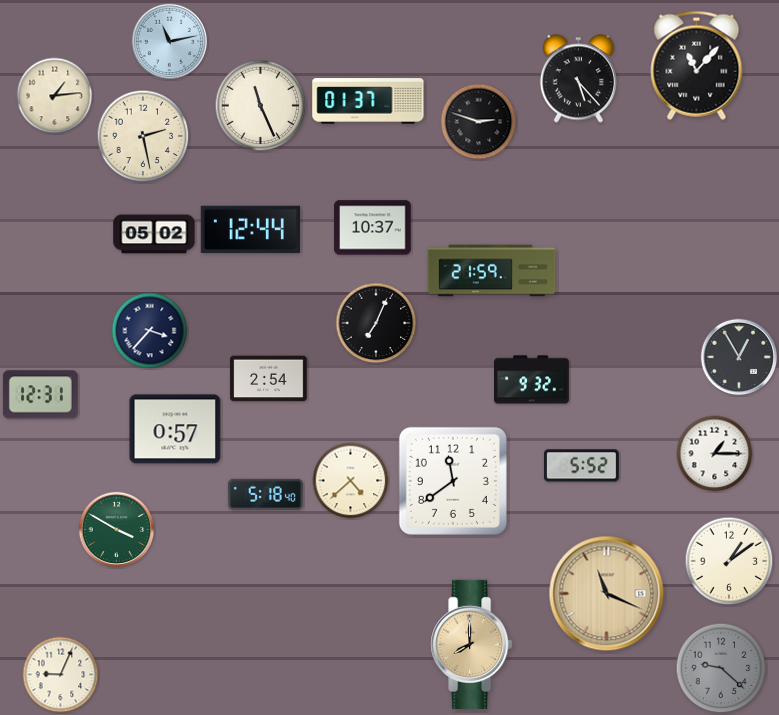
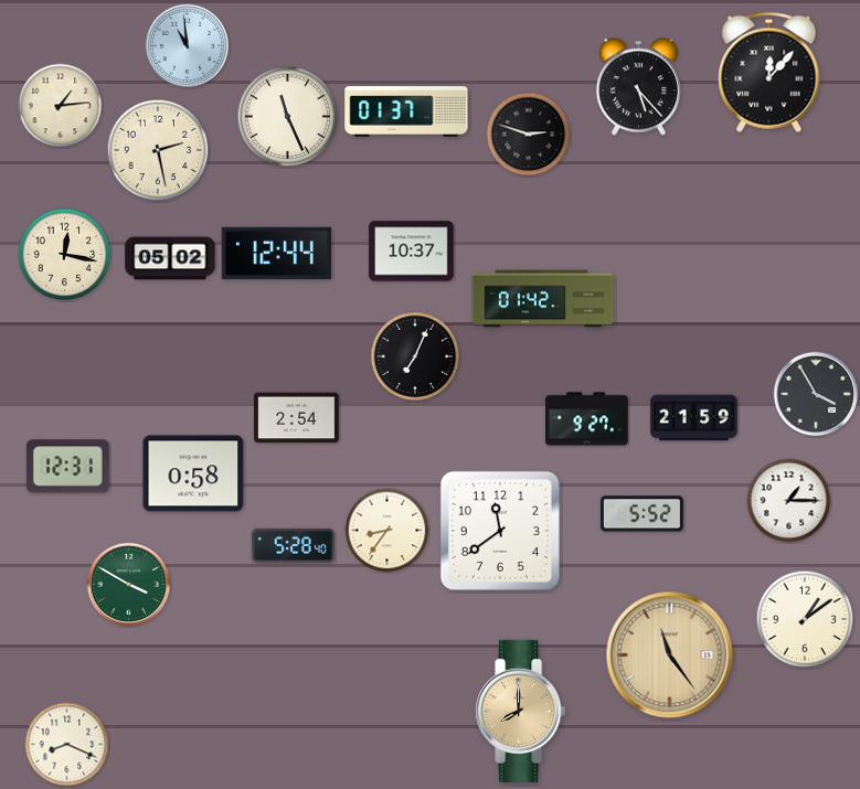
clock at (170, 42): 11:13 -> 10:59
clock at (697, 65): 11:07 -> 12:07
clock at (65, 255): none -> 12:17
clock at (492, 271): 21:59 -> 01:42
clock at (150, 331): 3:37 -> none
clock at (739, 357): 12:55 -> 3:55
clock at (694, 418): none -> 21:59
clock at (532, 380): 9:32 -> 9:27
clock at (40, 395) position: (40, 395) -> (67, 467)
clock at (175, 429): 0:57 -> 0:58
clock at (351, 481): 4:38 -> 8:36
clock at (265, 494): 5:18 -> 5:28
clock at (607, 594): 11:19 -> 11:24
clock at (721, 668): 9:22 -> none
clock at (61, 675): 9:04 -> 8:19
